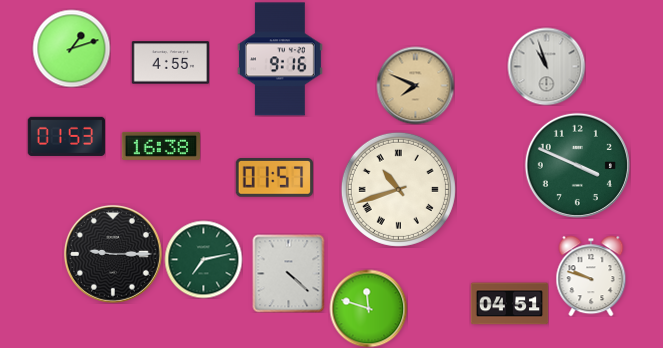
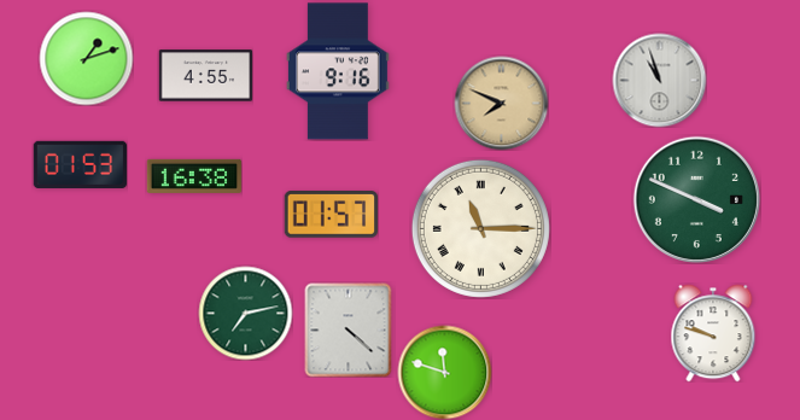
clock at (398, 189): 10:42 -> 11:15
clock at (113, 254): 9:15 -> none
clock at (509, 304): 04:51 -> none
